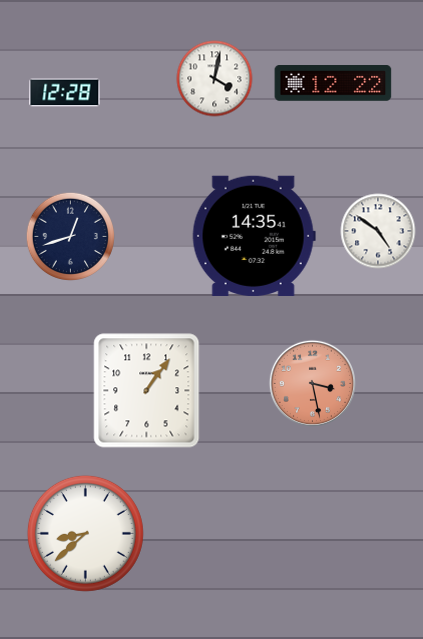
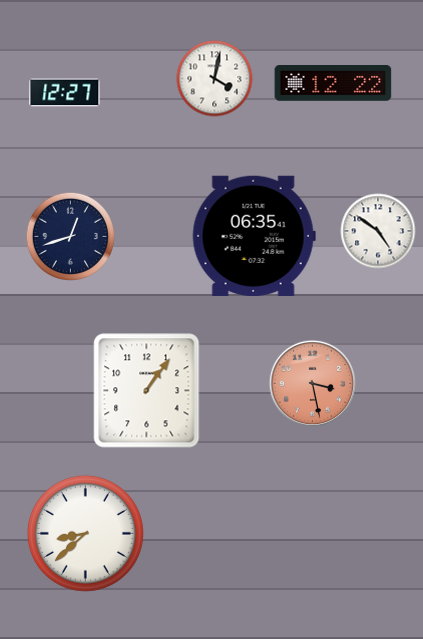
clock at (65, 93): 12:28 -> 12:27
clock at (254, 236): 14:35 -> 06:35
